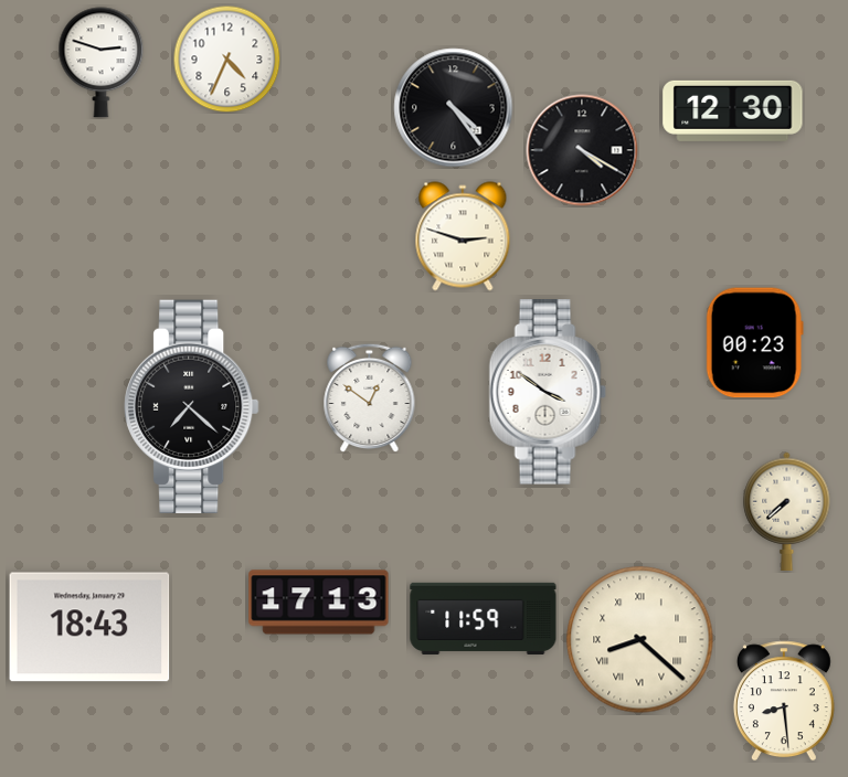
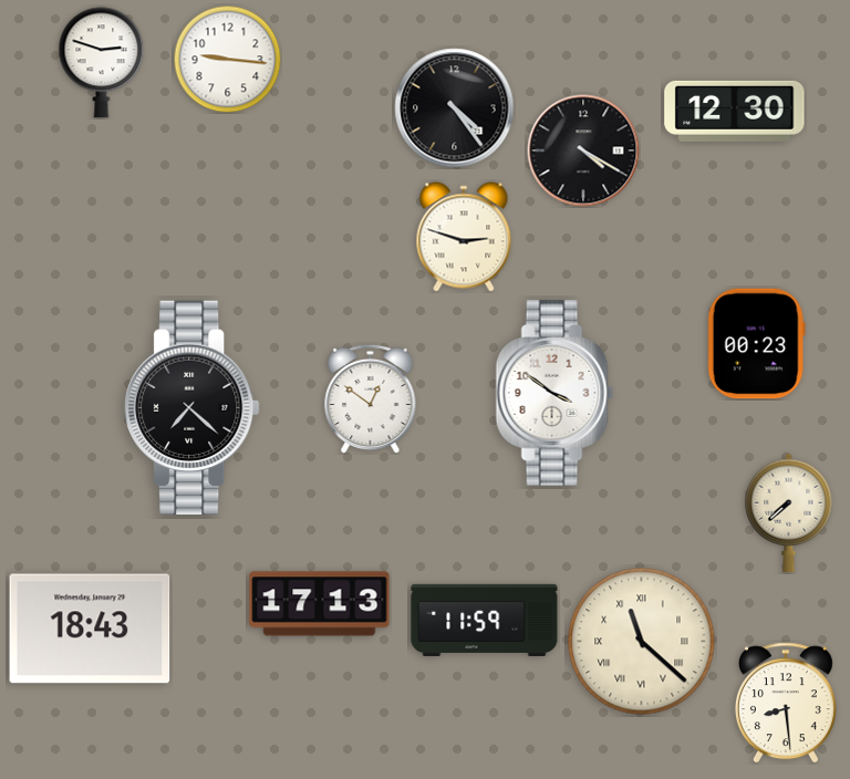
clock at (226, 58): 4:34 -> 9:16
clock at (548, 392) position: (548, 392) -> (554, 393)
clock at (640, 640): 8:22 -> 11:22
